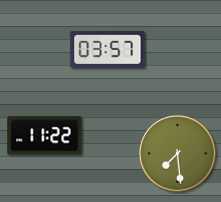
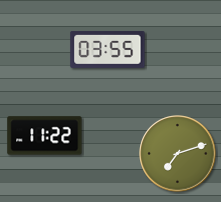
clock at (108, 49): 03:57 -> 03:55
clock at (178, 154): 7:29 -> 7:12
